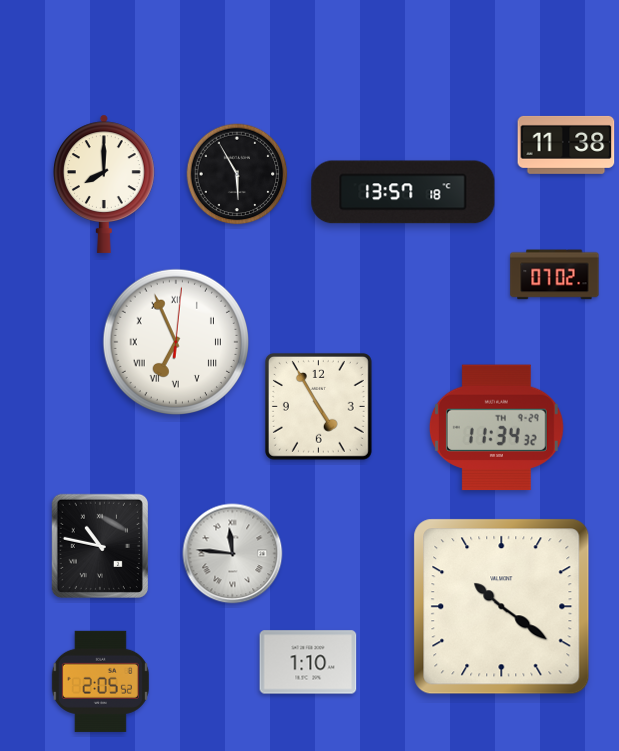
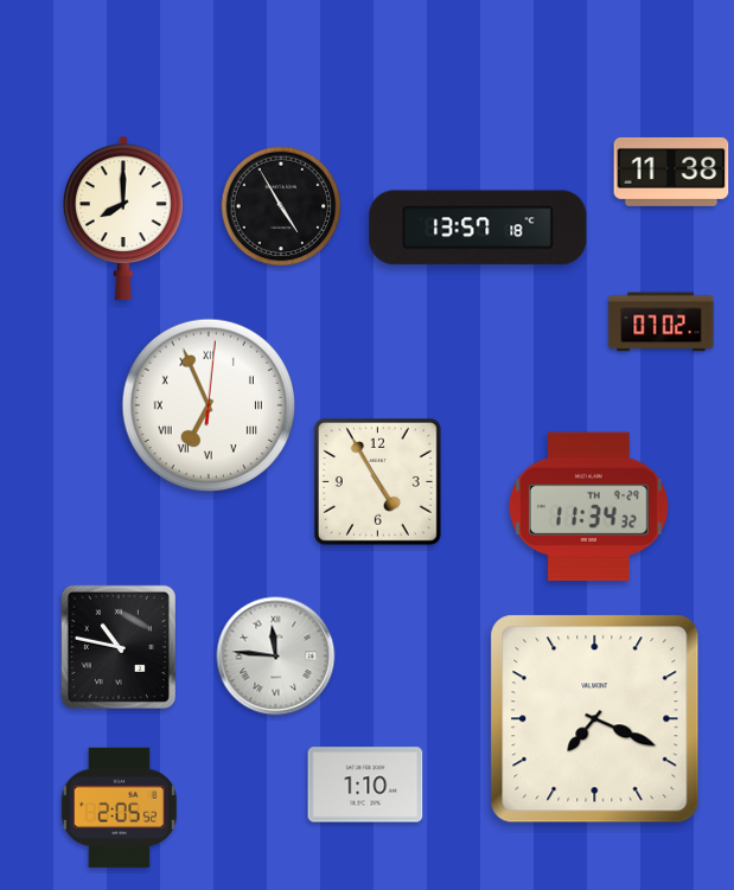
clock at (237, 174): 5:55 -> 4:55
clock at (555, 275) position: (555, 275) -> (662, 322)
clock at (502, 607): 10:21 -> 7:19
